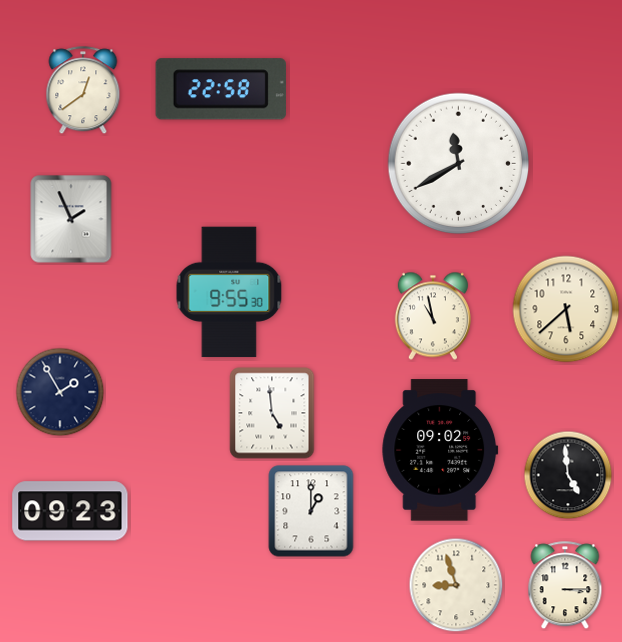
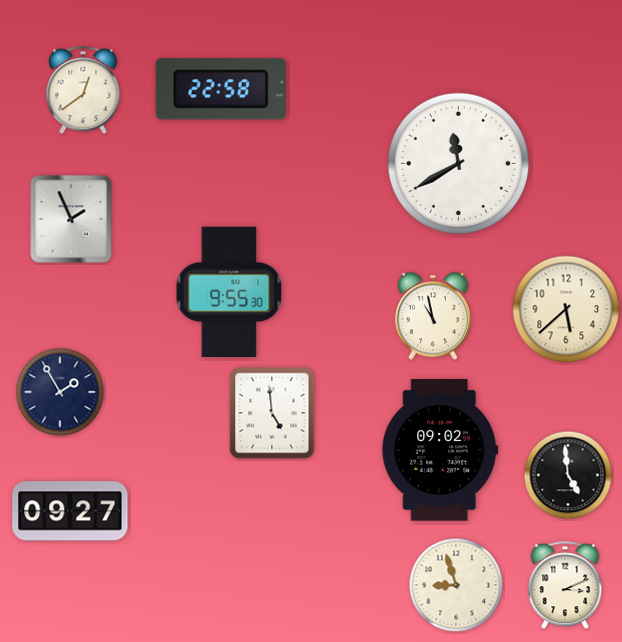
clock at (70, 511): 09:23 -> 09:27
clock at (311, 511): 1:00 -> none
clock at (565, 586): 3:15 -> 3:11
